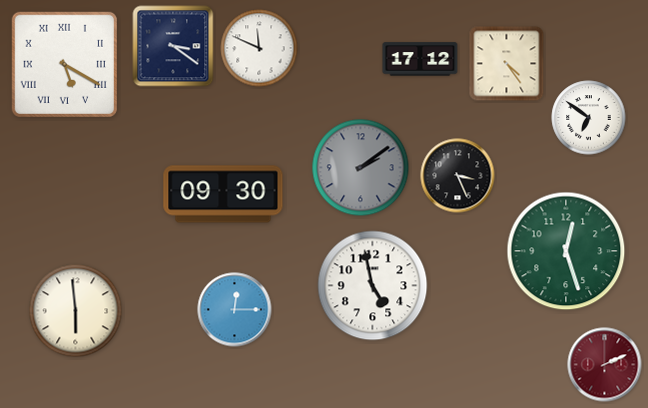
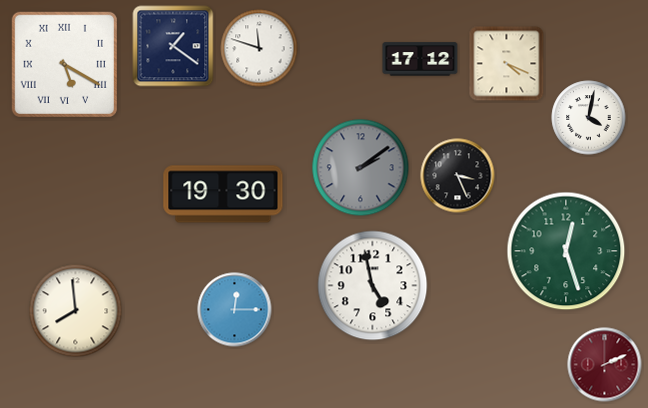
clock at (173, 46): 3:21 -> 1:21
clock at (259, 48): 11:49 -> 11:48
clock at (507, 64): 4:24 -> 4:19
clock at (589, 118): 6:51 -> 4:02
clock at (223, 194): 09:30 -> 19:30
clock at (76, 311): 5:59 -> 7:59
